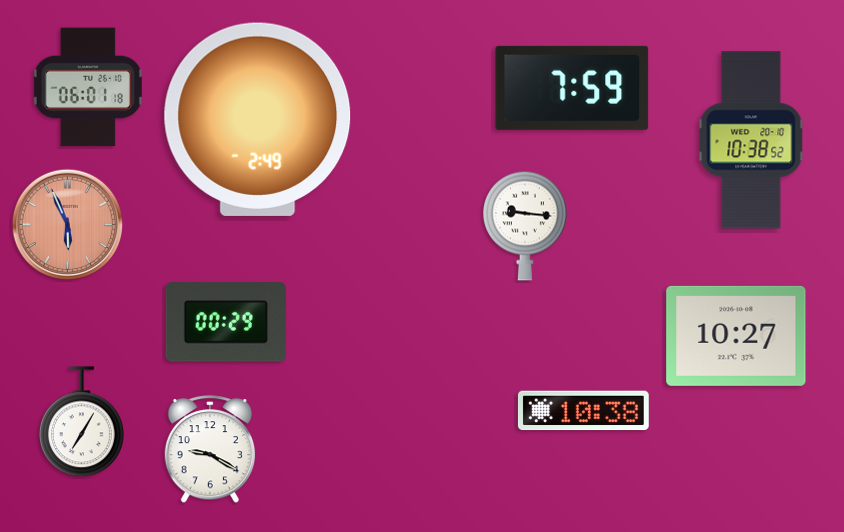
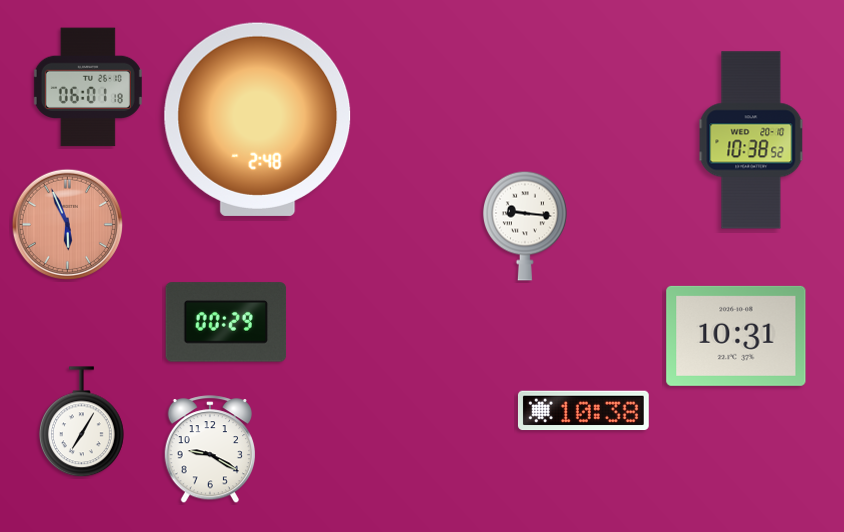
clock at (572, 88): 7:59 -> none
clock at (258, 119): 2:49 -> 2:48
clock at (736, 336): 10:27 -> 10:31
